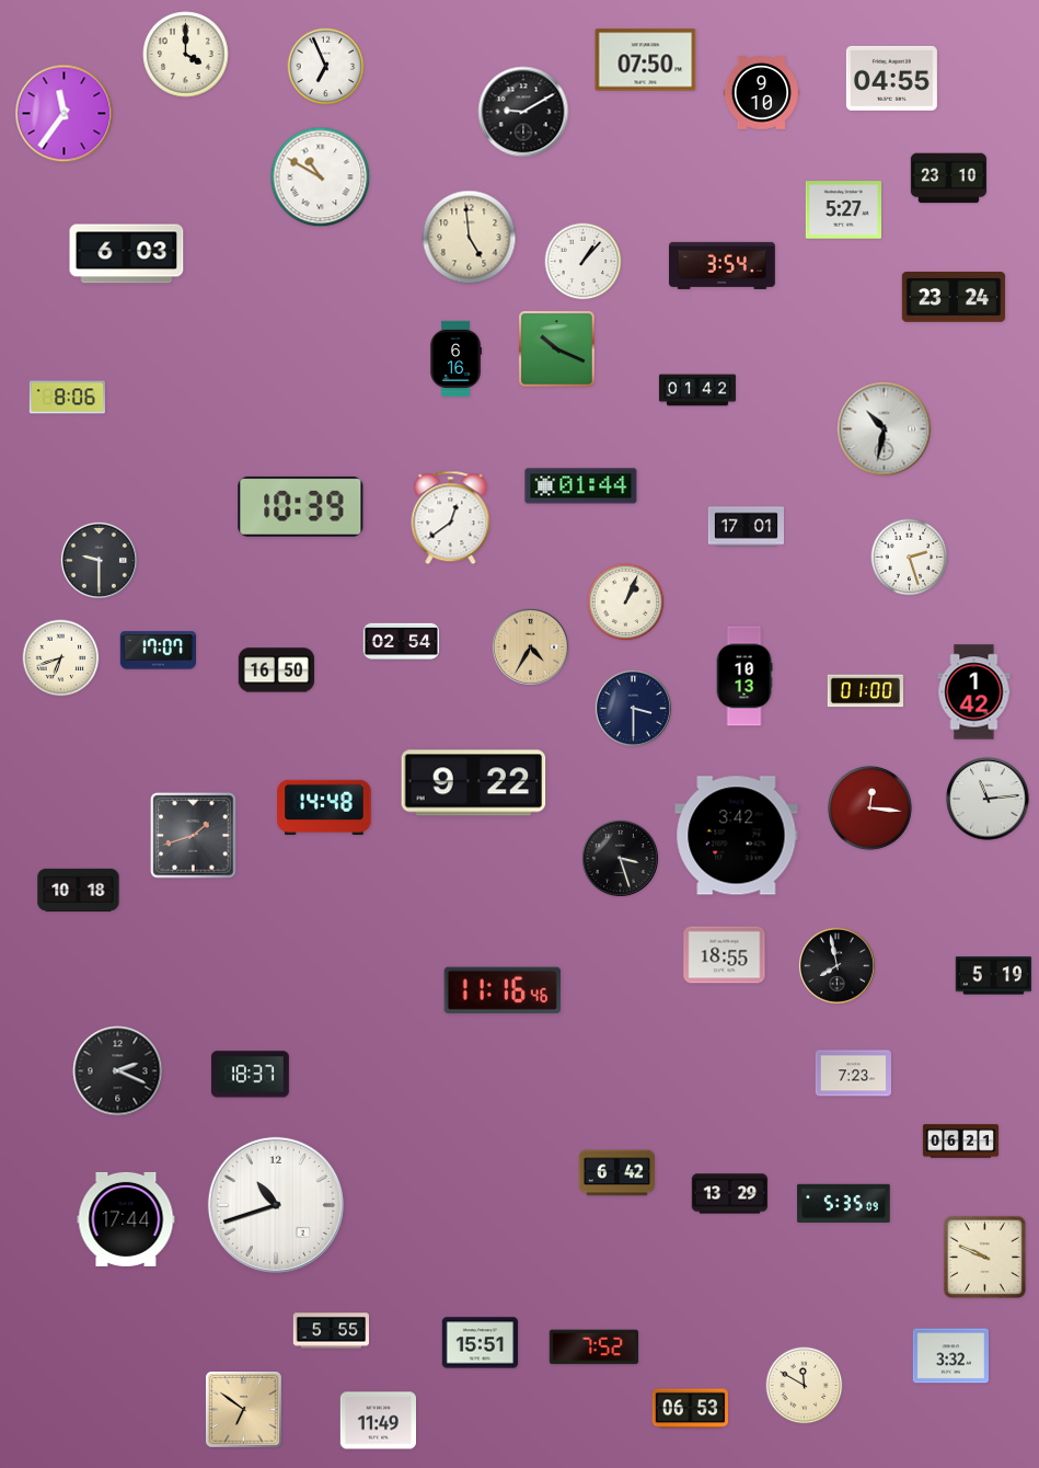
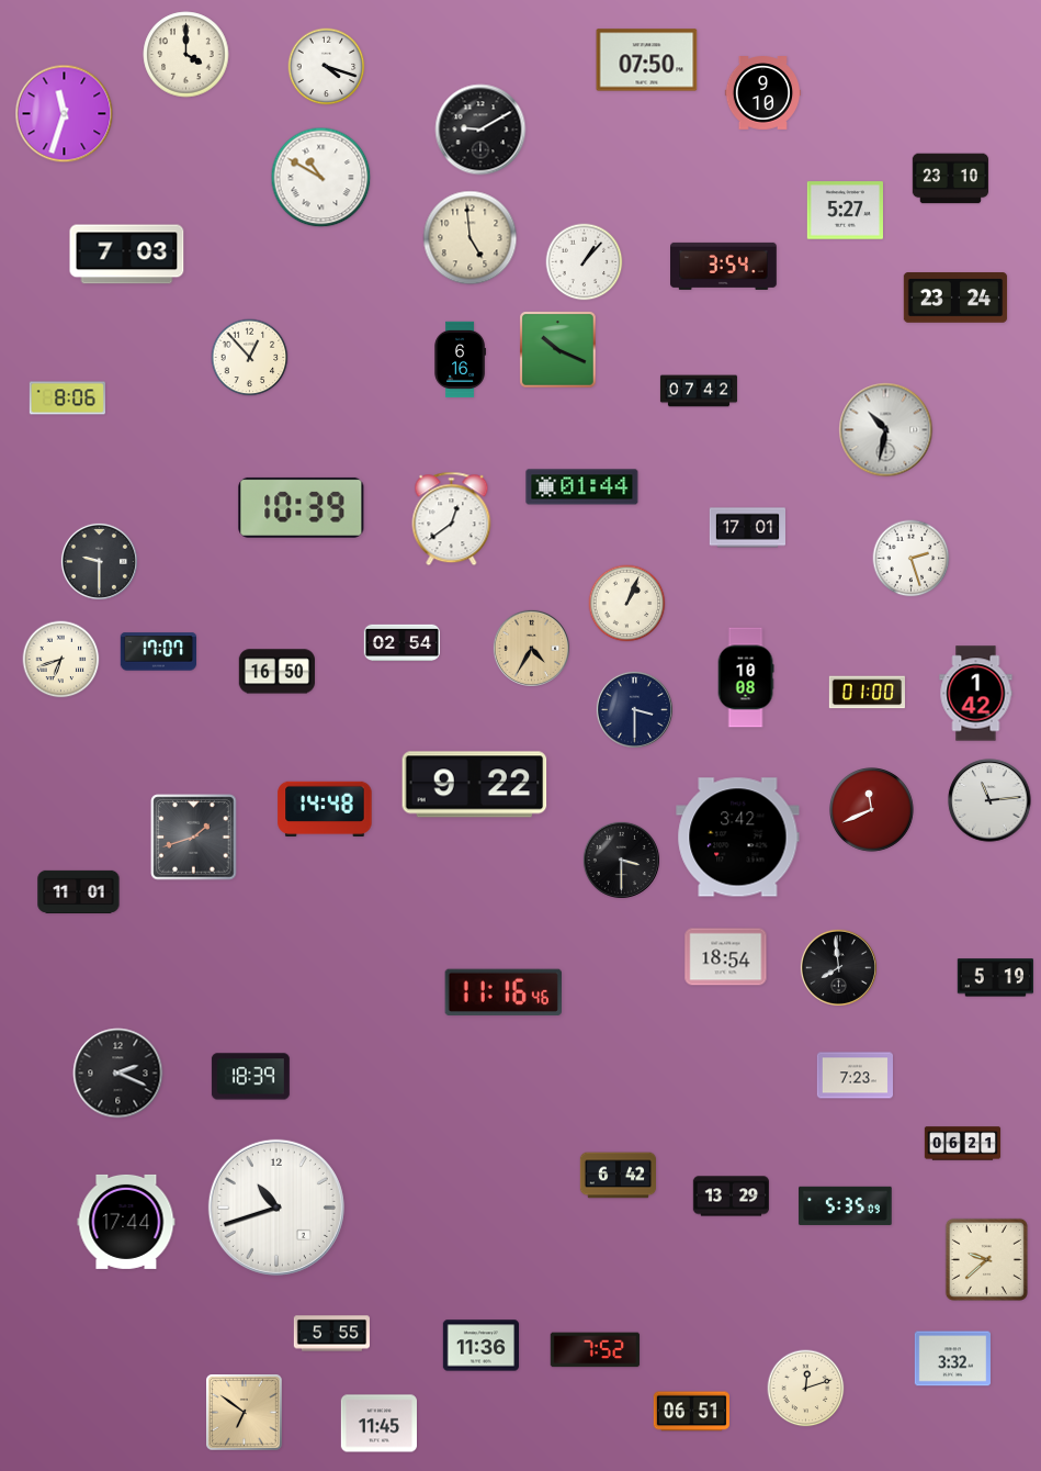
clock at (326, 67): 6:56 -> 4:18
clock at (891, 78): 04:55 -> none
clock at (523, 112) position: (523, 112) -> (480, 130)
clock at (65, 114): 11:36 -> 11:33
clock at (127, 254): 6:03 -> 7:03
clock at (250, 358): none -> 12:53
clock at (455, 358) position: (455, 358) -> (460, 359)
clock at (697, 390): 01:42 -> 07:42
clock at (744, 676): 10:13 -> 10:08
clock at (870, 808): 12:16 -> 11:41
clock at (620, 858): 3:27 -> 3:30
clock at (79, 890): 10:18 -> 11:01
clock at (725, 955): 18:55 -> 18:54
clock at (836, 965): 7:58 -> 7:59
clock at (250, 1075): 18:37 -> 18:39
clock at (984, 1257): 9:49 -> 9:38
clock at (480, 1343): 15:51 -> 11:36
clock at (805, 1386): 11:50 -> 12:12
clock at (690, 1409): 06:53 -> 06:51
clock at (378, 1421): 11:49 -> 11:45
